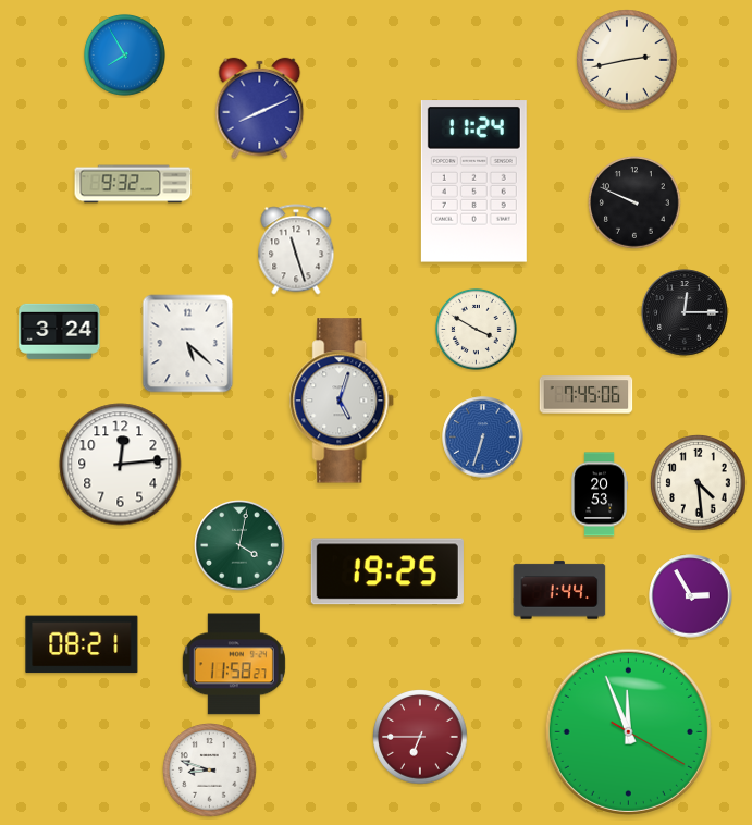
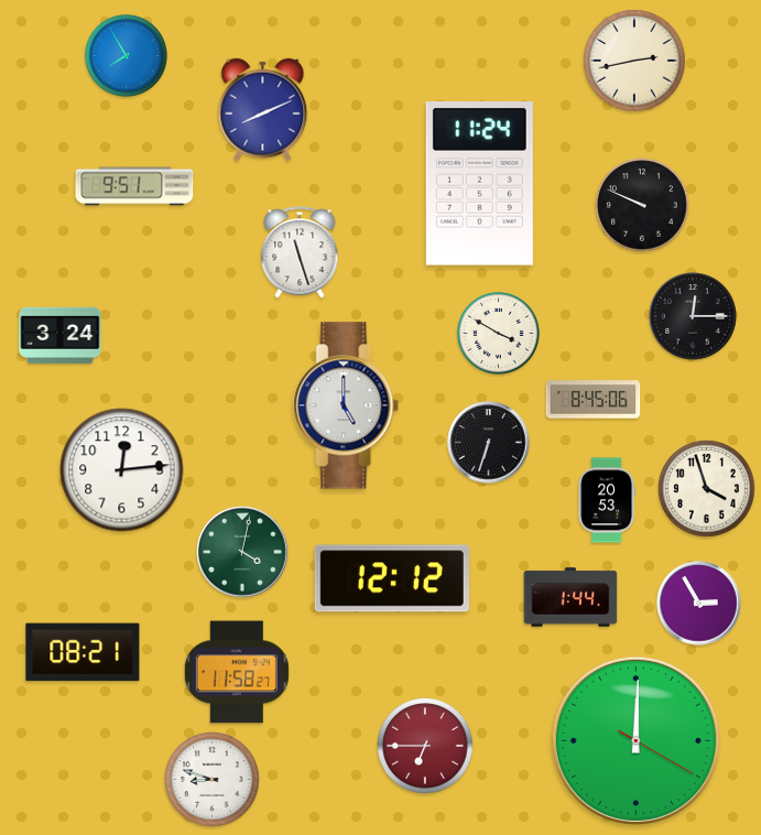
clock at (133, 184): 9:32 -> 9:51
clock at (476, 329) position: (476, 329) -> (498, 333)
clock at (188, 344): 5:22 -> none
clock at (587, 395): 7:45 -> 8:45
clock at (343, 401): 5:03 -> 5:00
clock at (483, 438) dial: blue -> black
clock at (699, 483): 4:29 -> 3:57
clock at (387, 571): 19:25 -> 12:12
clock at (559, 590) position: (559, 590) -> (570, 597)
clock at (628, 731): 11:56 -> 12:00
